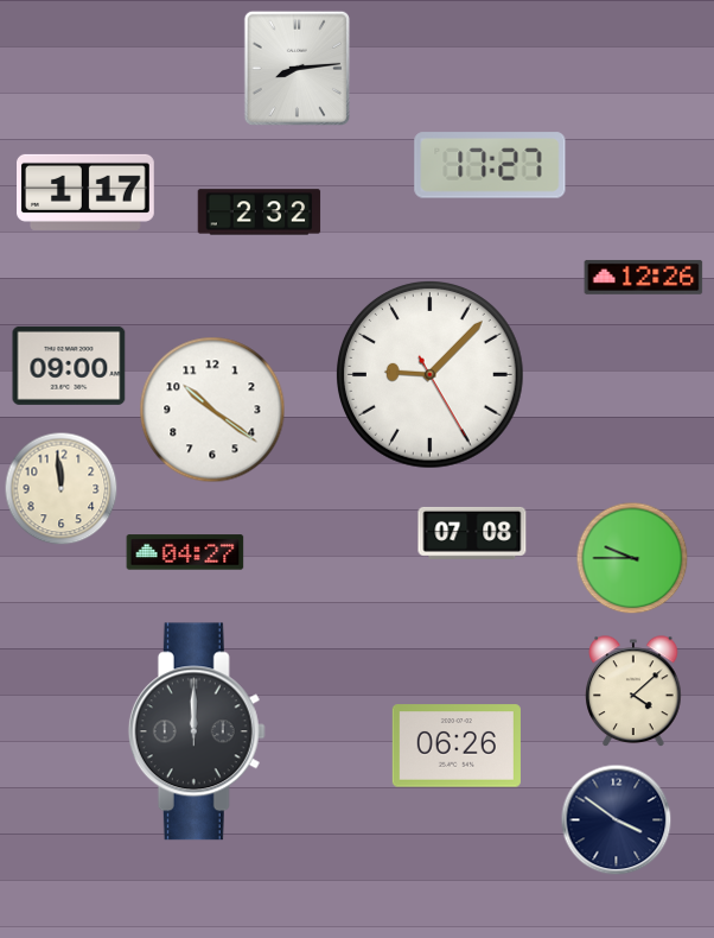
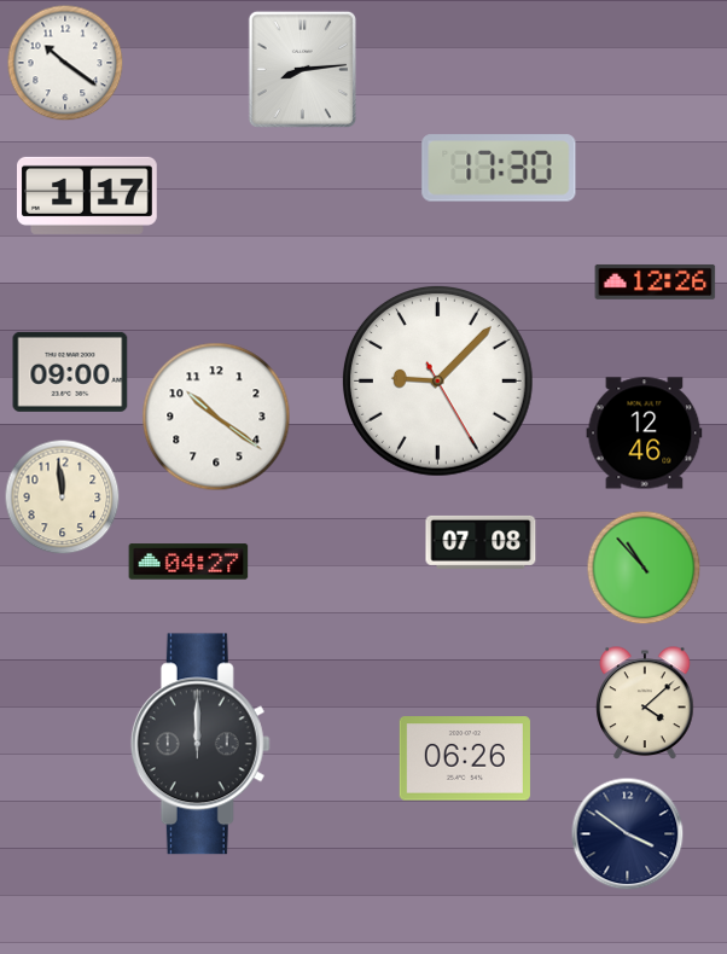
clock at (65, 63): none -> 10:21
clock at (490, 165): 17:27 -> 17:30
clock at (260, 213): 2:32 -> none
clock at (645, 434): none -> 12:46
clock at (632, 558): 9:45 -> 10:53
